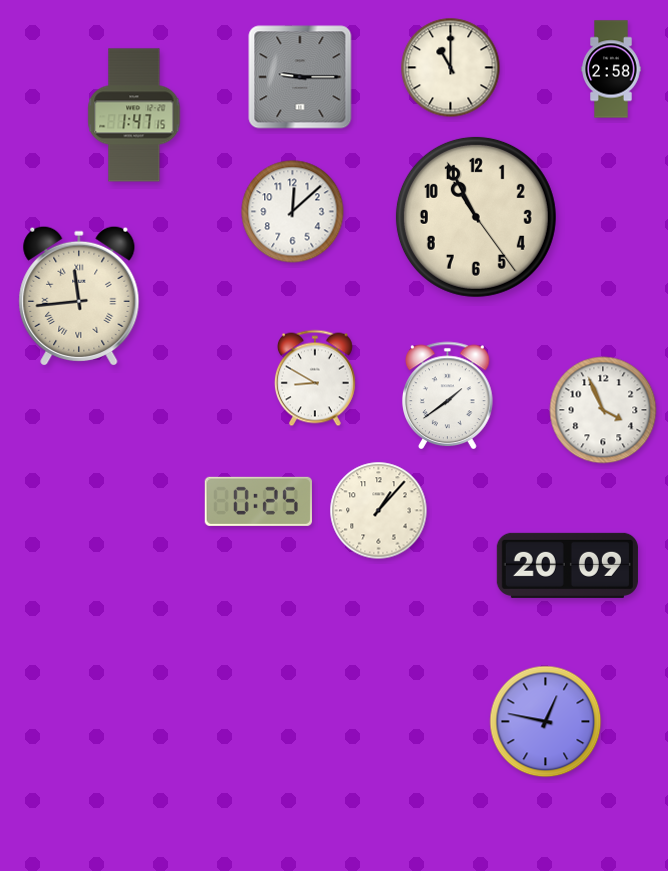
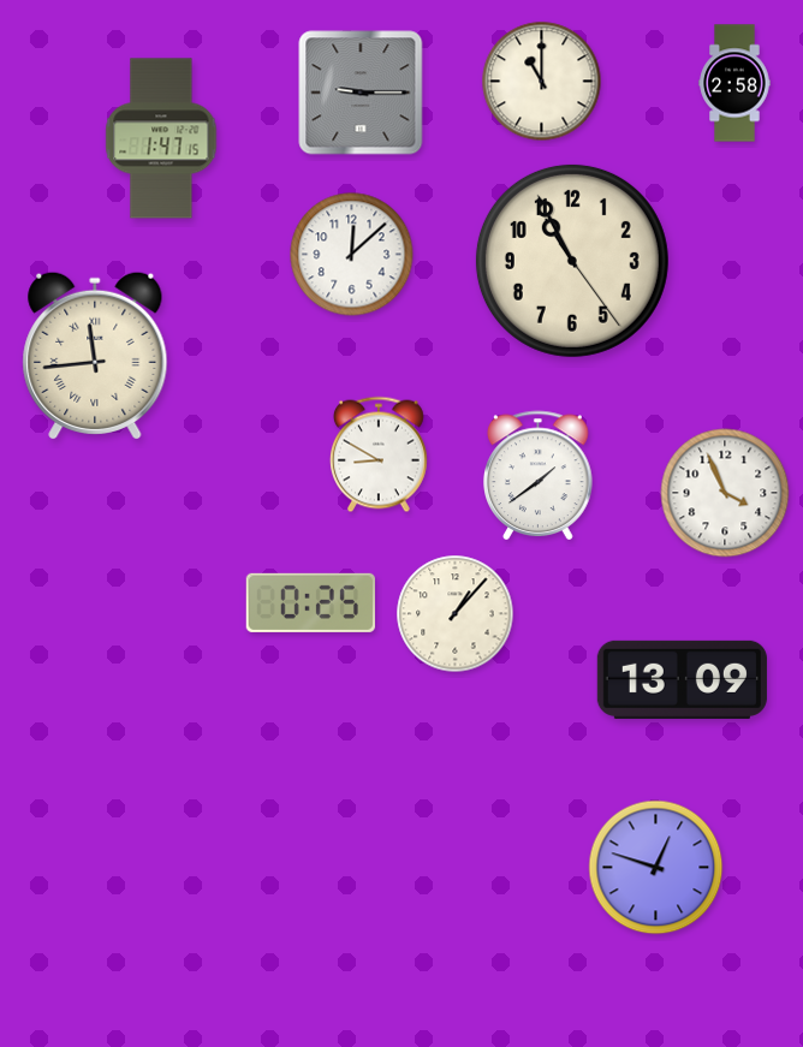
clock at (567, 565): 20:09 -> 13:09
clock at (546, 722): 12:47 -> 12:48
